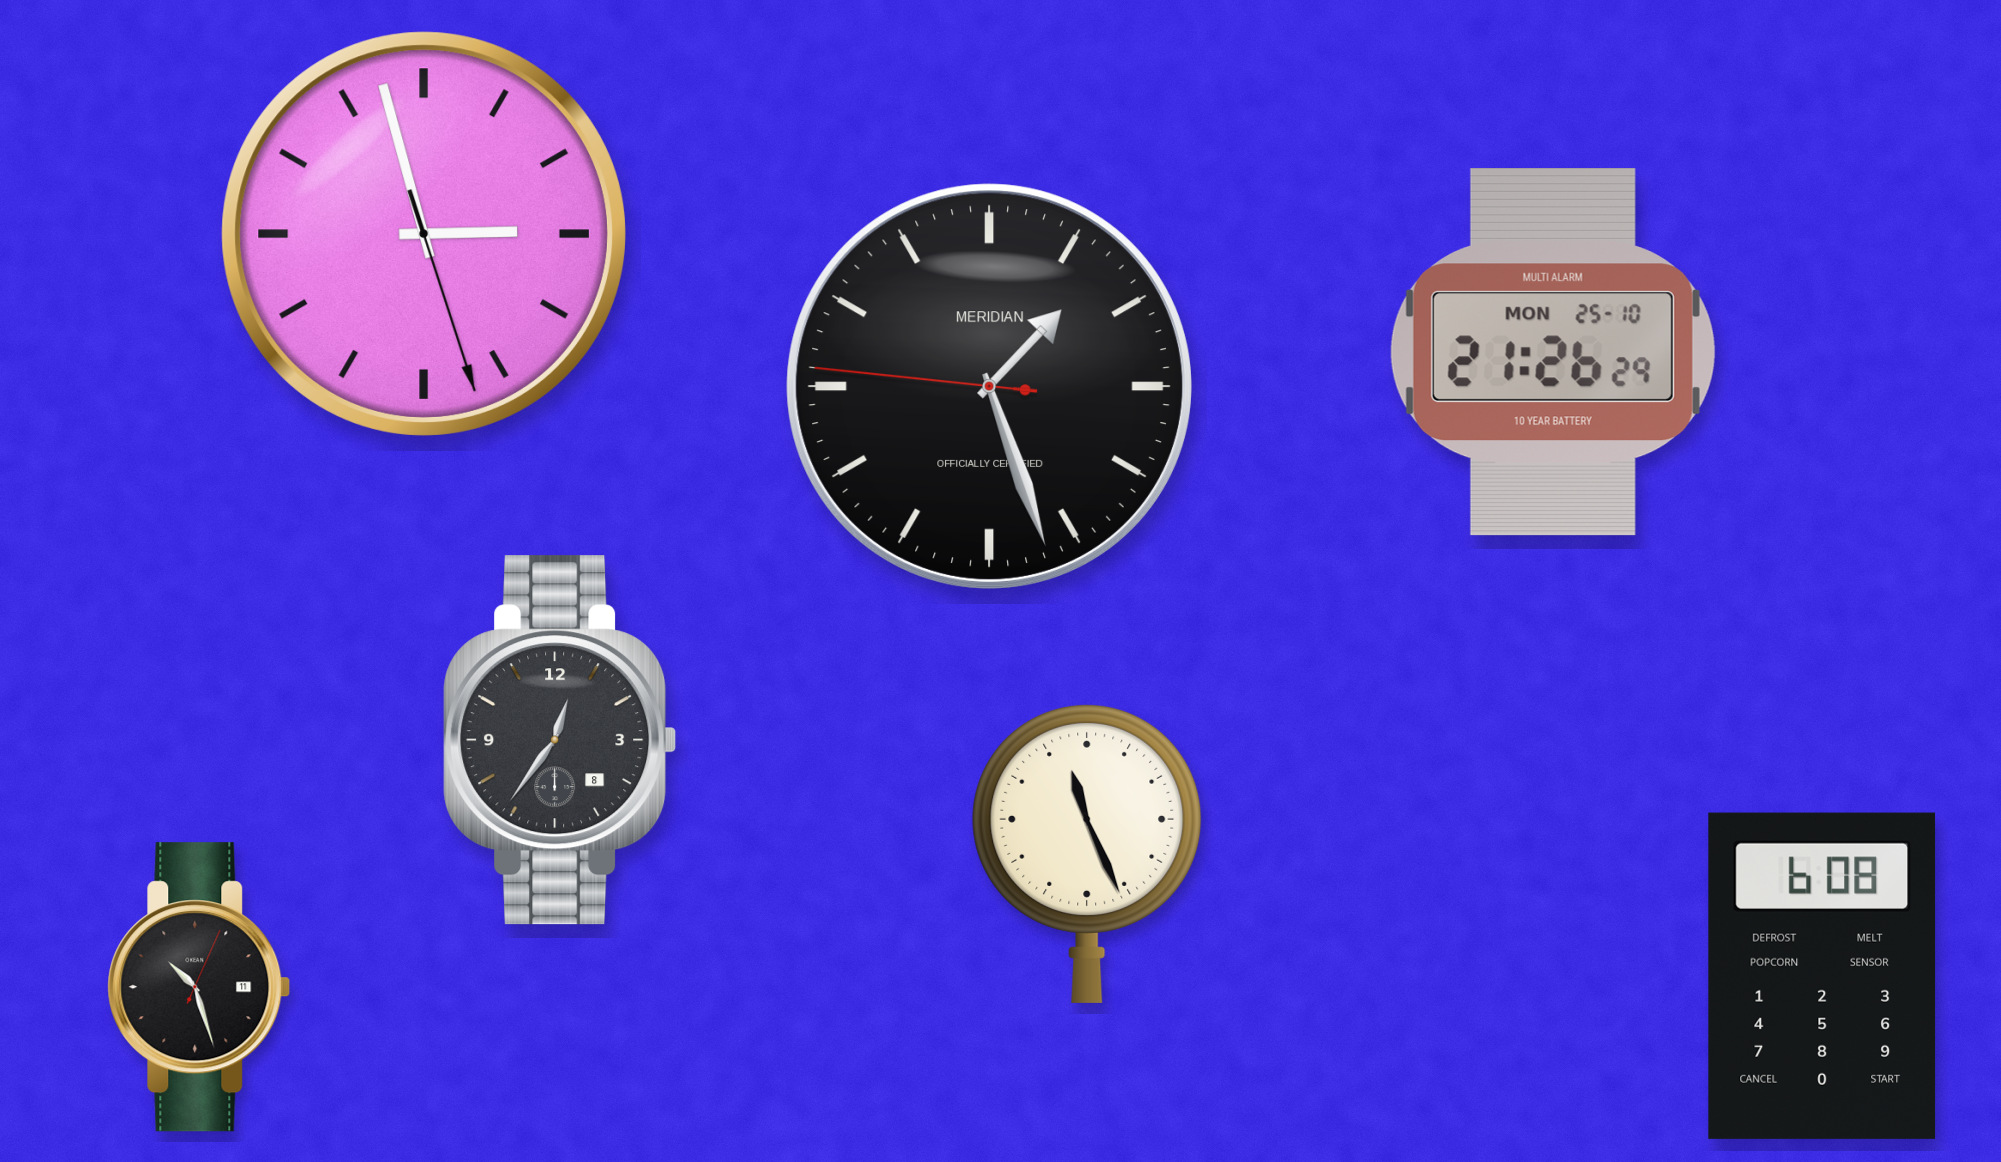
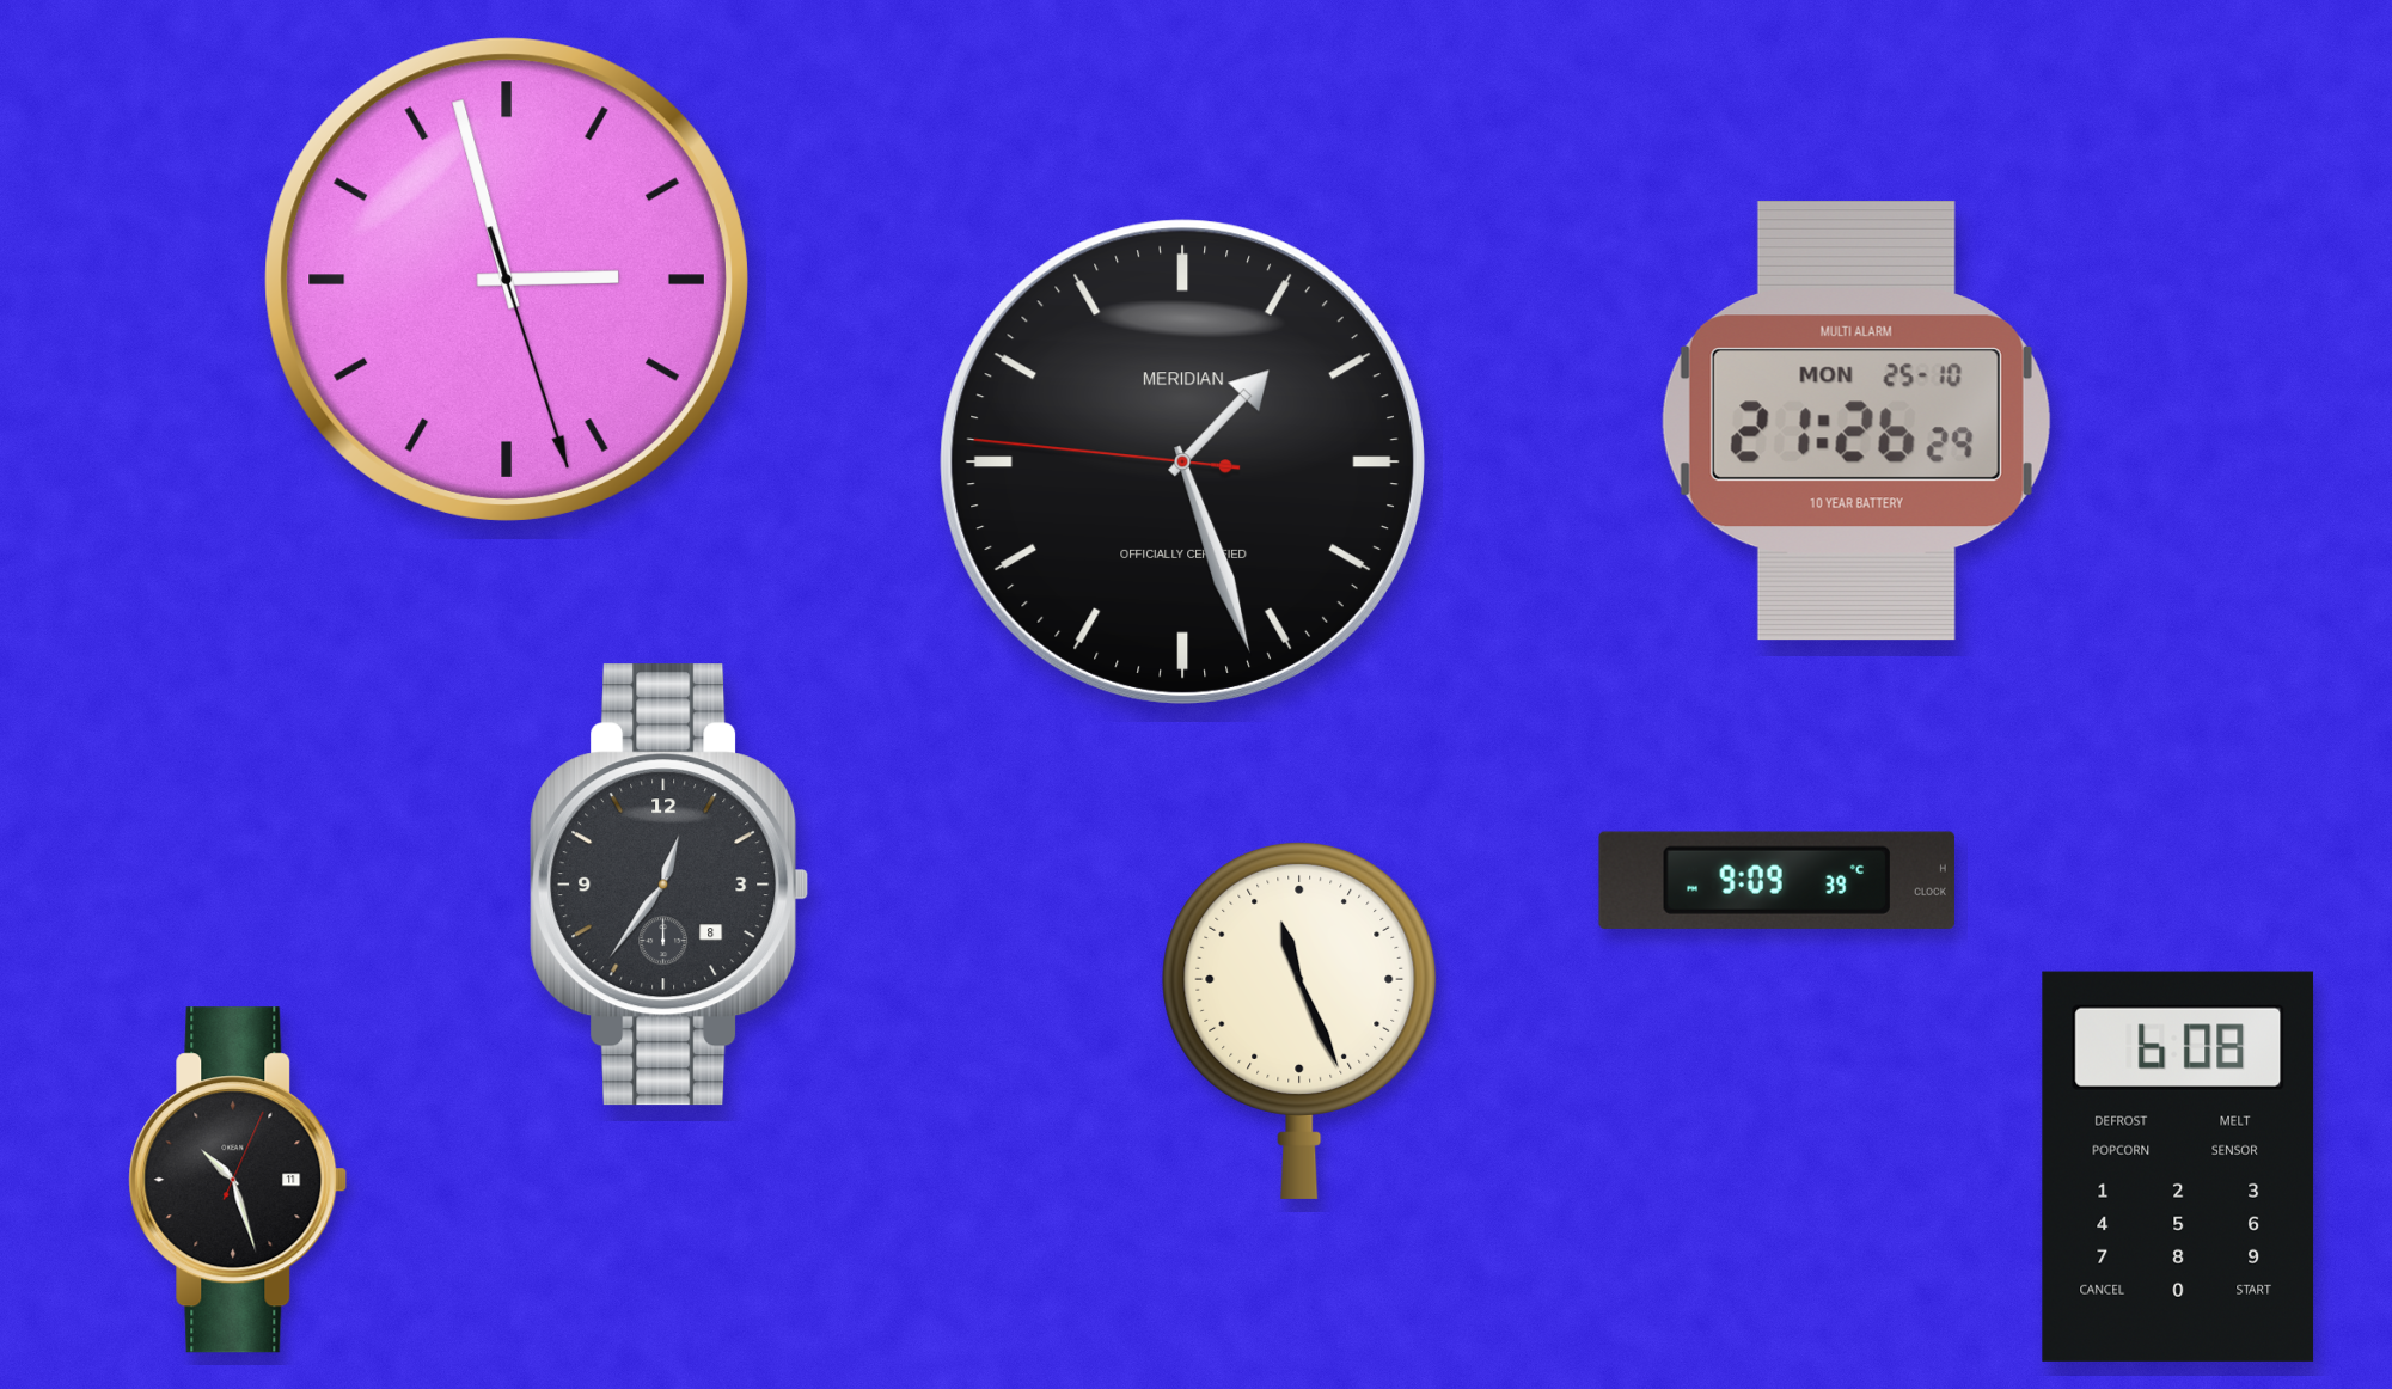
clock at (1776, 880): none -> 9:09
